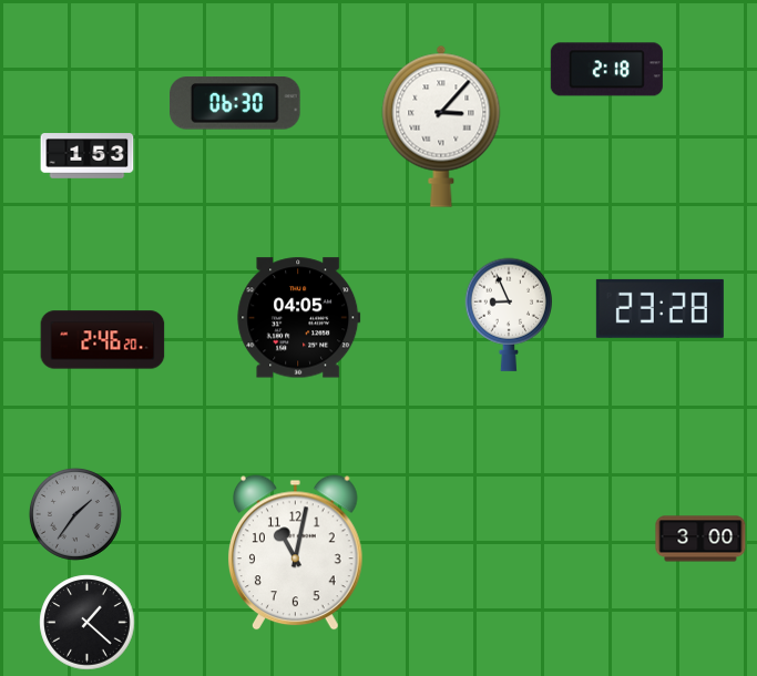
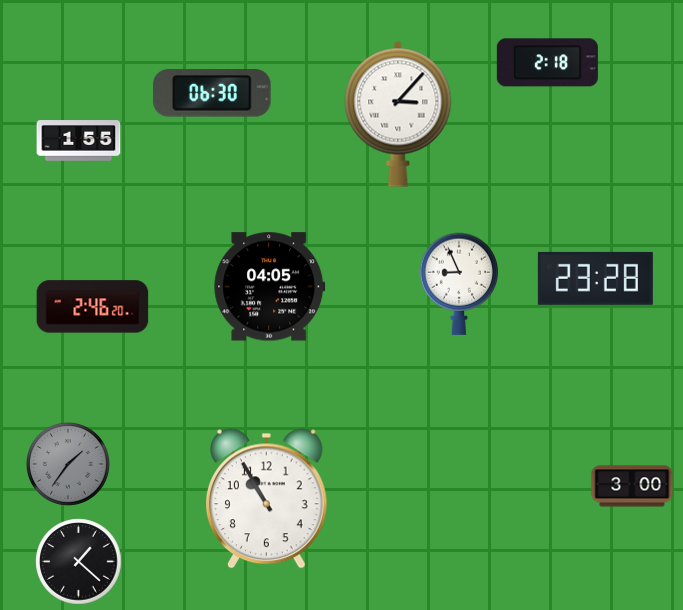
clock at (88, 156): 1:53 -> 1:55
clock at (296, 553): 11:02 -> 10:55
